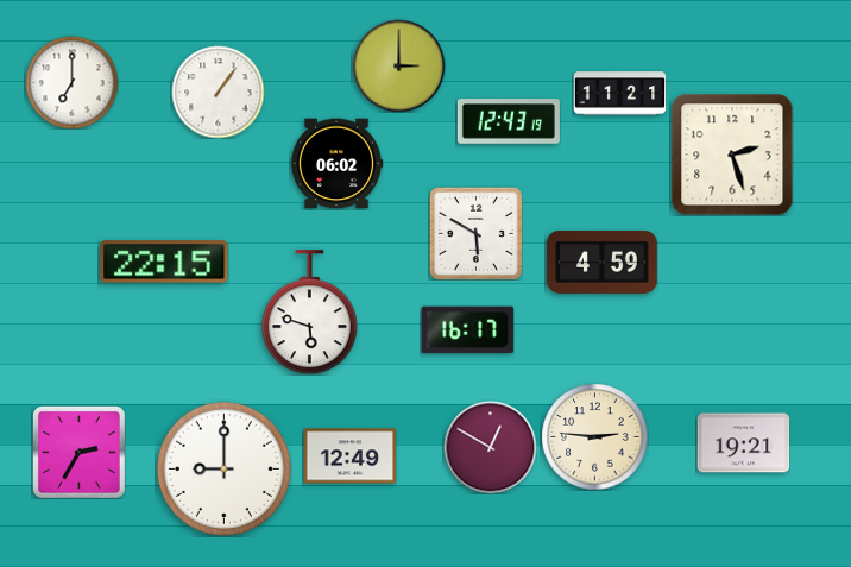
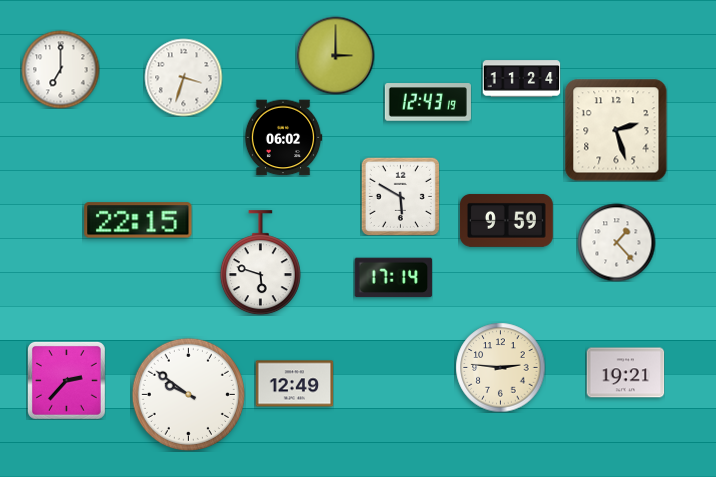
clock at (218, 92): 1:06 -> 3:33
clock at (619, 94): 11:21 -> 11:24
clock at (601, 262): 4:59 -> 9:59
clock at (616, 242): none -> 1:23
clock at (467, 330): 16:17 -> 17:14
clock at (490, 447): 12:50 -> none
clock at (78, 452): 2:35 -> 2:37
clock at (223, 468): 9:00 -> 9:51
